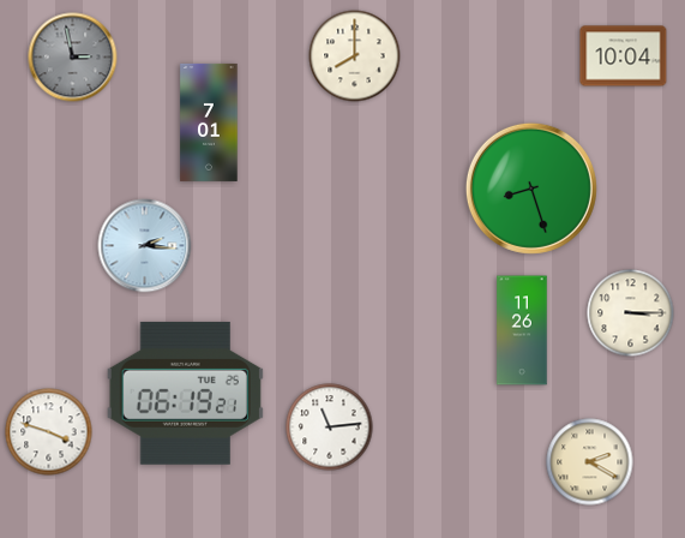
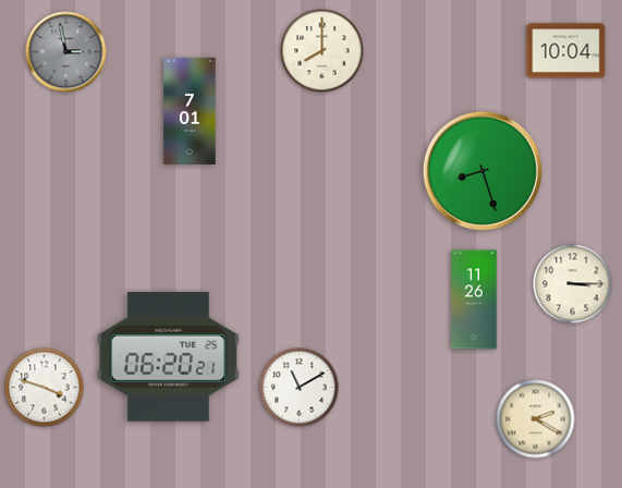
clock at (145, 246): 2:16 -> none
clock at (185, 393): 06:19 -> 06:20
clock at (330, 428): 11:14 -> 11:10
clock at (49, 432) position: (49, 432) -> (45, 388)
